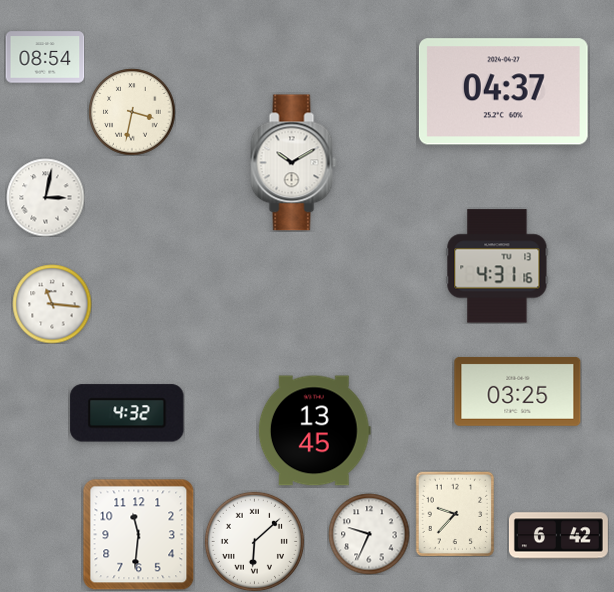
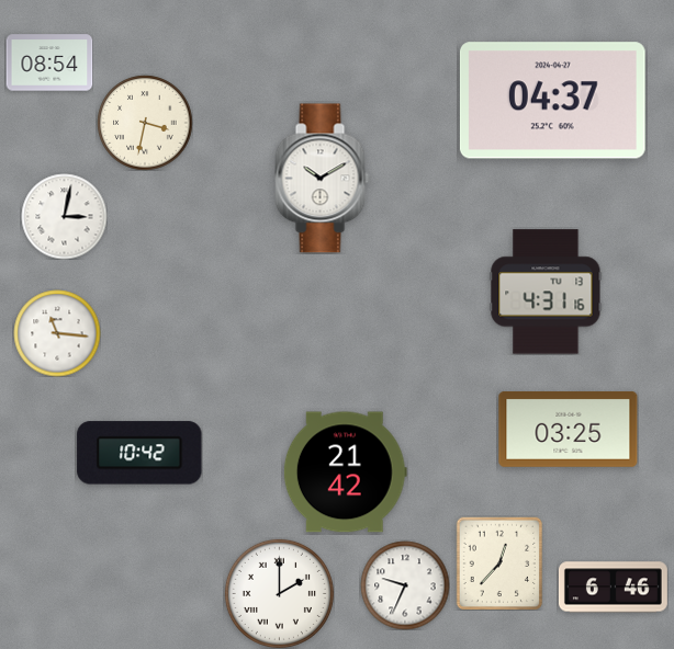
clock at (45, 197) position: (45, 197) -> (64, 216)
clock at (127, 413): 4:32 -> 10:42
clock at (314, 431): 13:45 -> 21:42
clock at (455, 514): 9:37 -> 12:37
clock at (138, 534): 11:31 -> none
clock at (558, 536): 6:42 -> 6:46
clock at (254, 541): 6:08 -> 2:00
